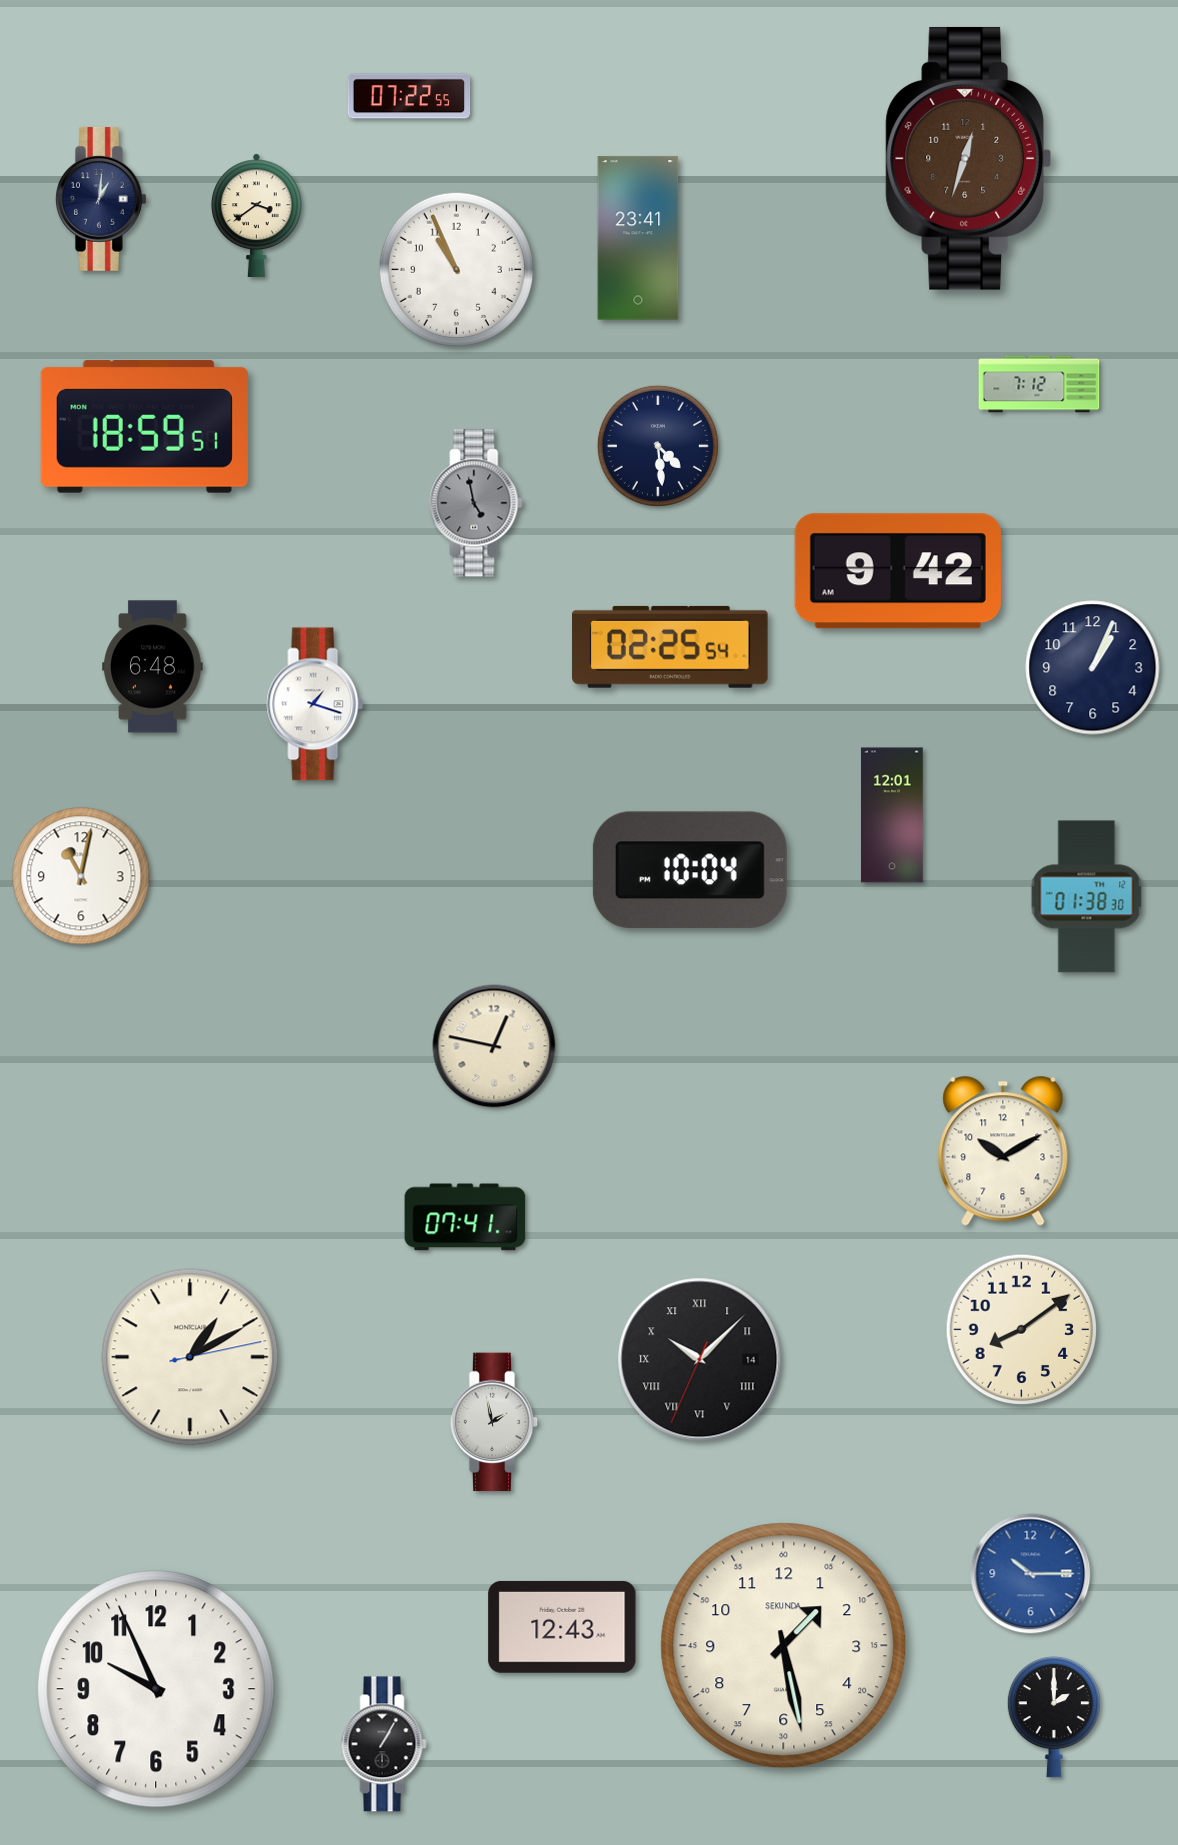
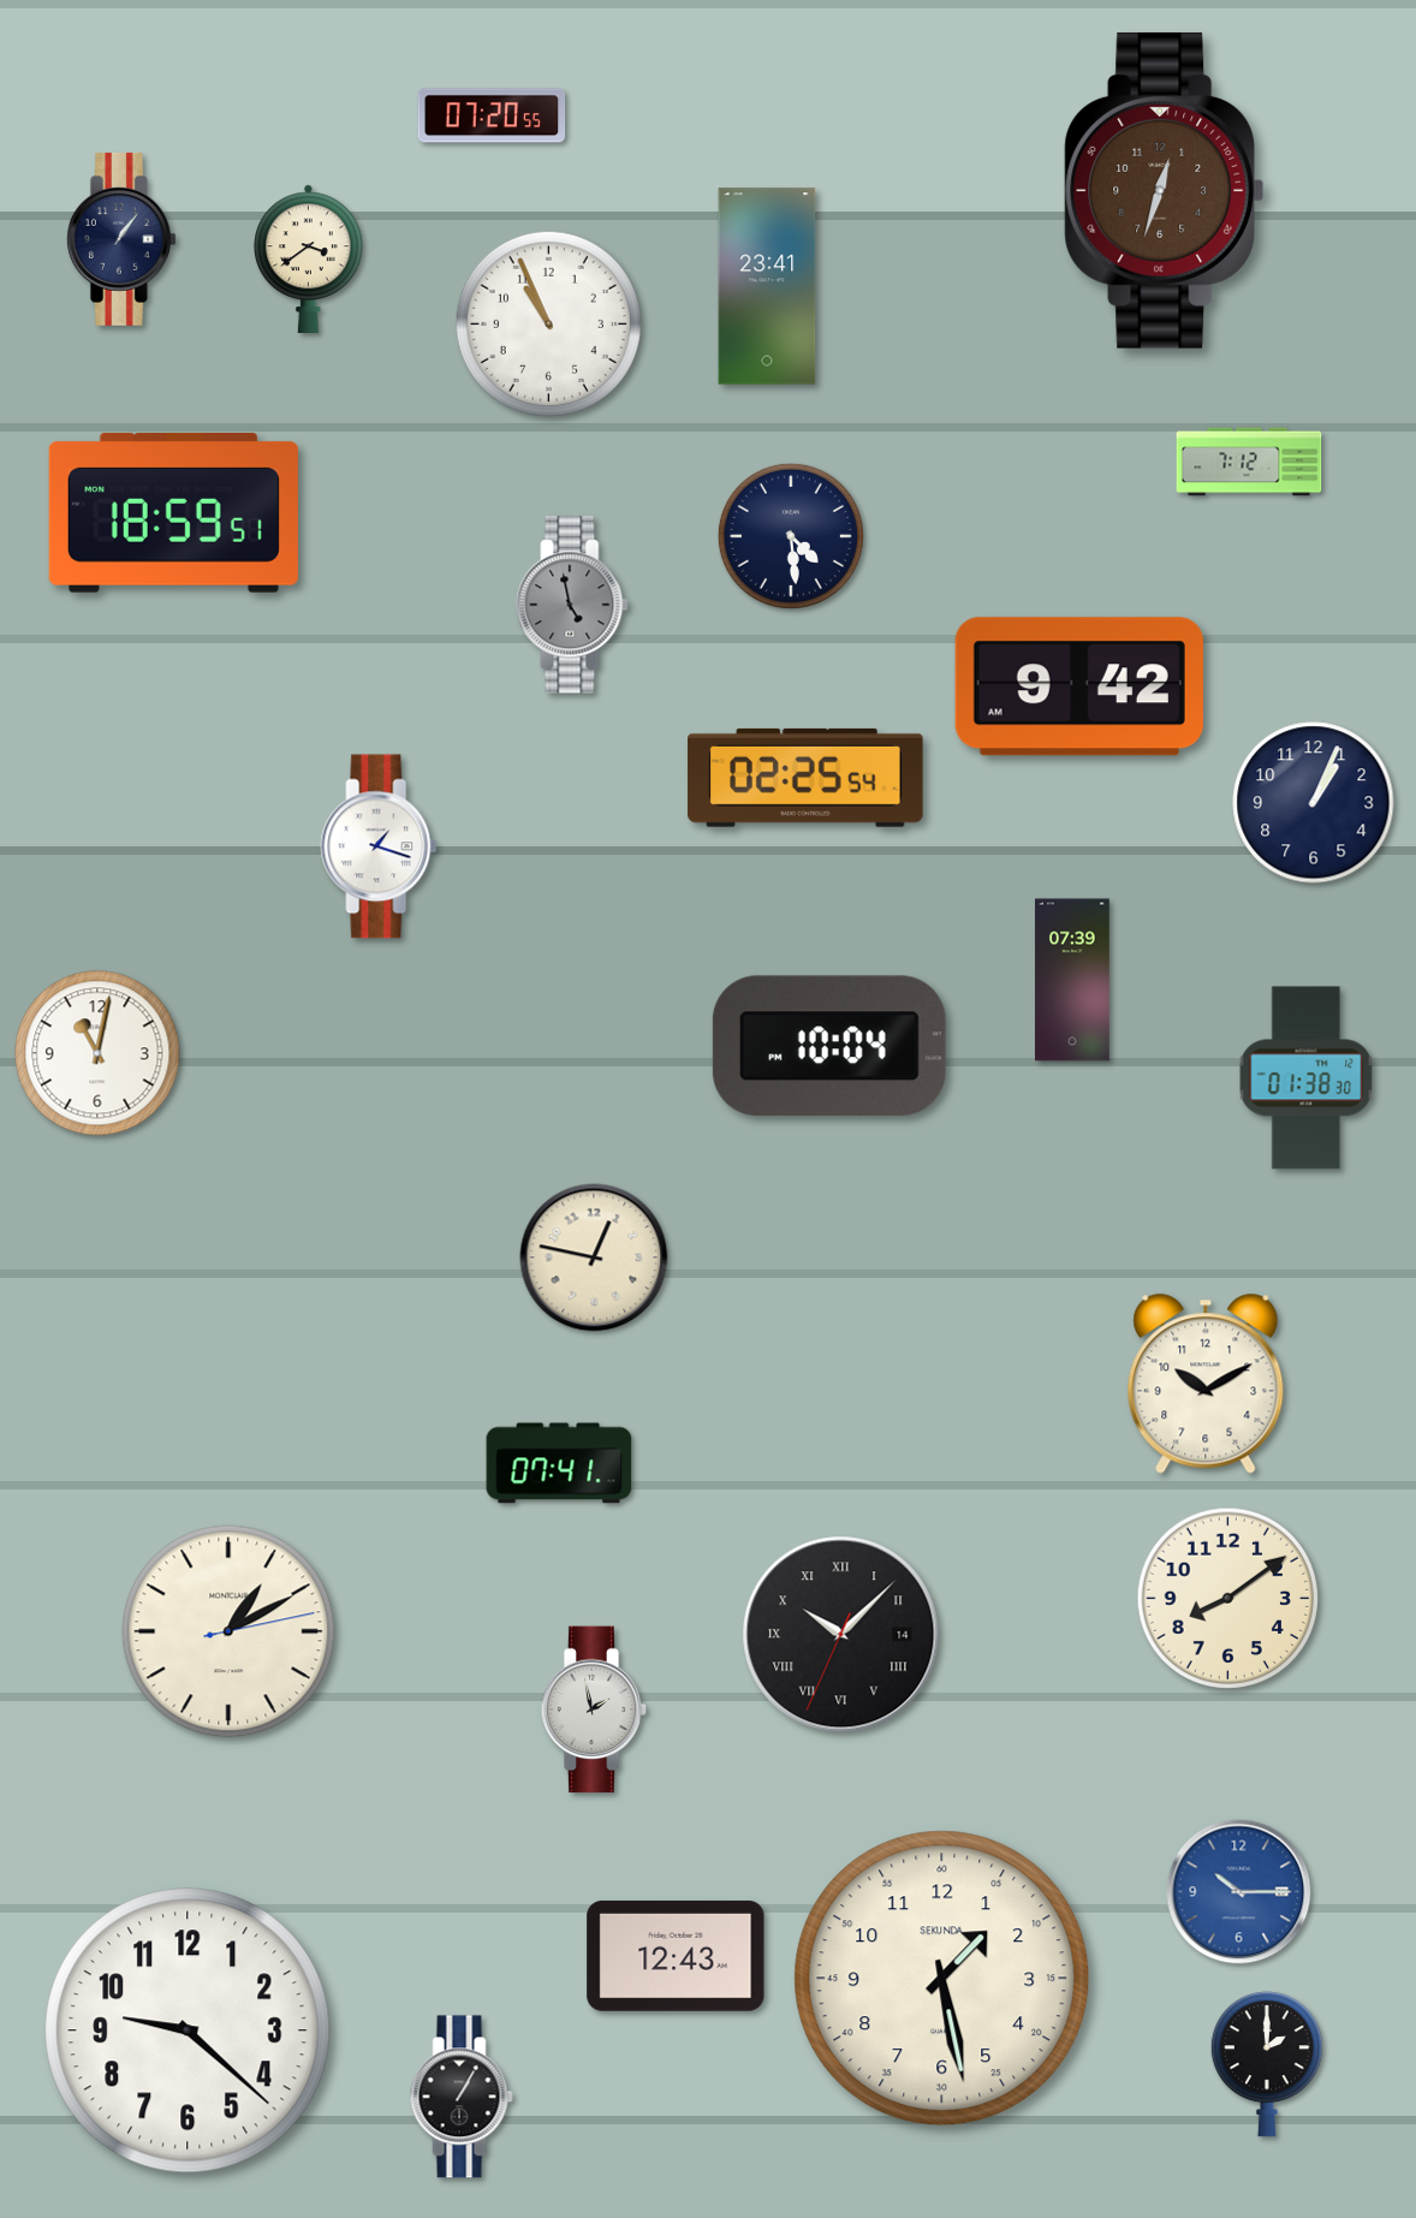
clock at (409, 96): 07:22 -> 07:20
clock at (101, 199): 1:01 -> 1:06
clock at (153, 667): 6:48 -> none
clock at (892, 815): 12:01 -> 07:39
clock at (156, 1689): 9:56 -> 9:22
